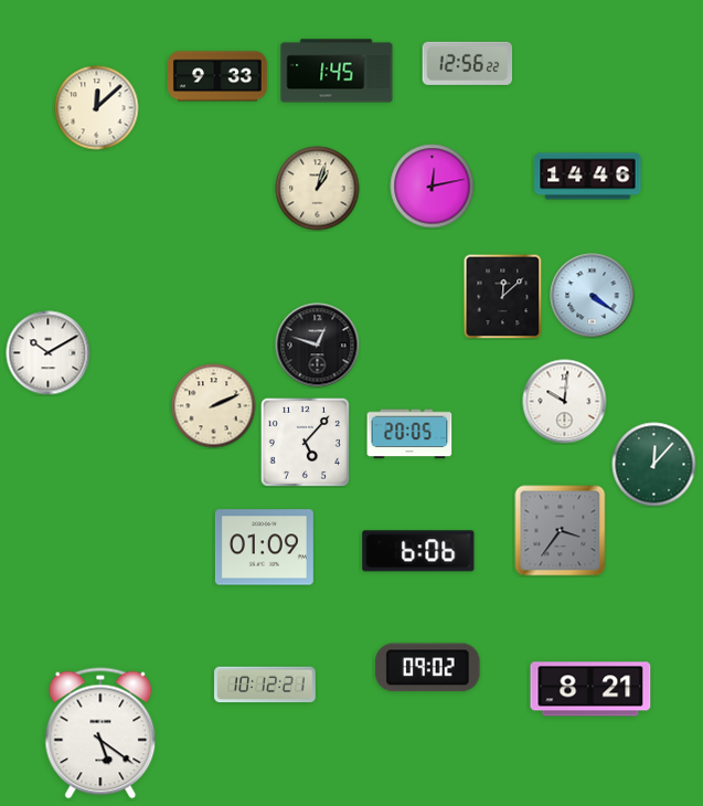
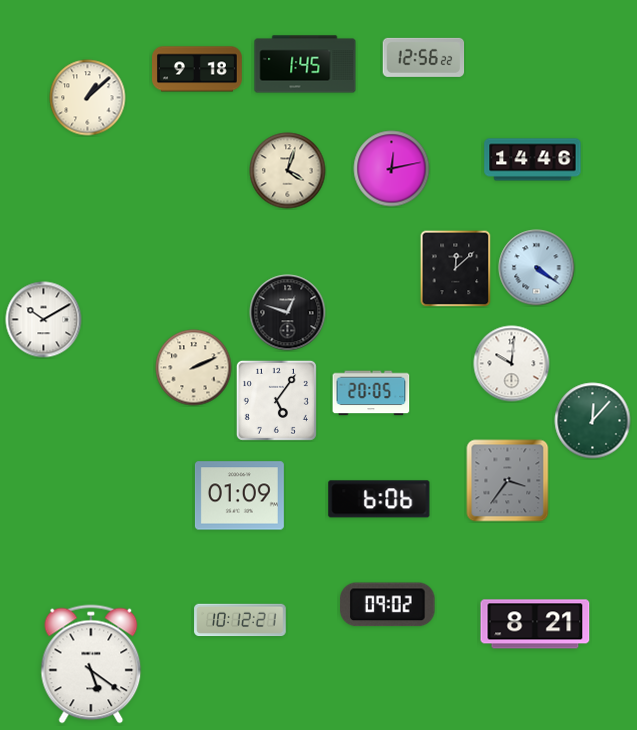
clock at (219, 76): 9:33 -> 9:18
clock at (97, 108): 12:08 -> 1:08
clock at (318, 189): 1:03 -> 4:03
clock at (305, 442): 5:07 -> 5:06
